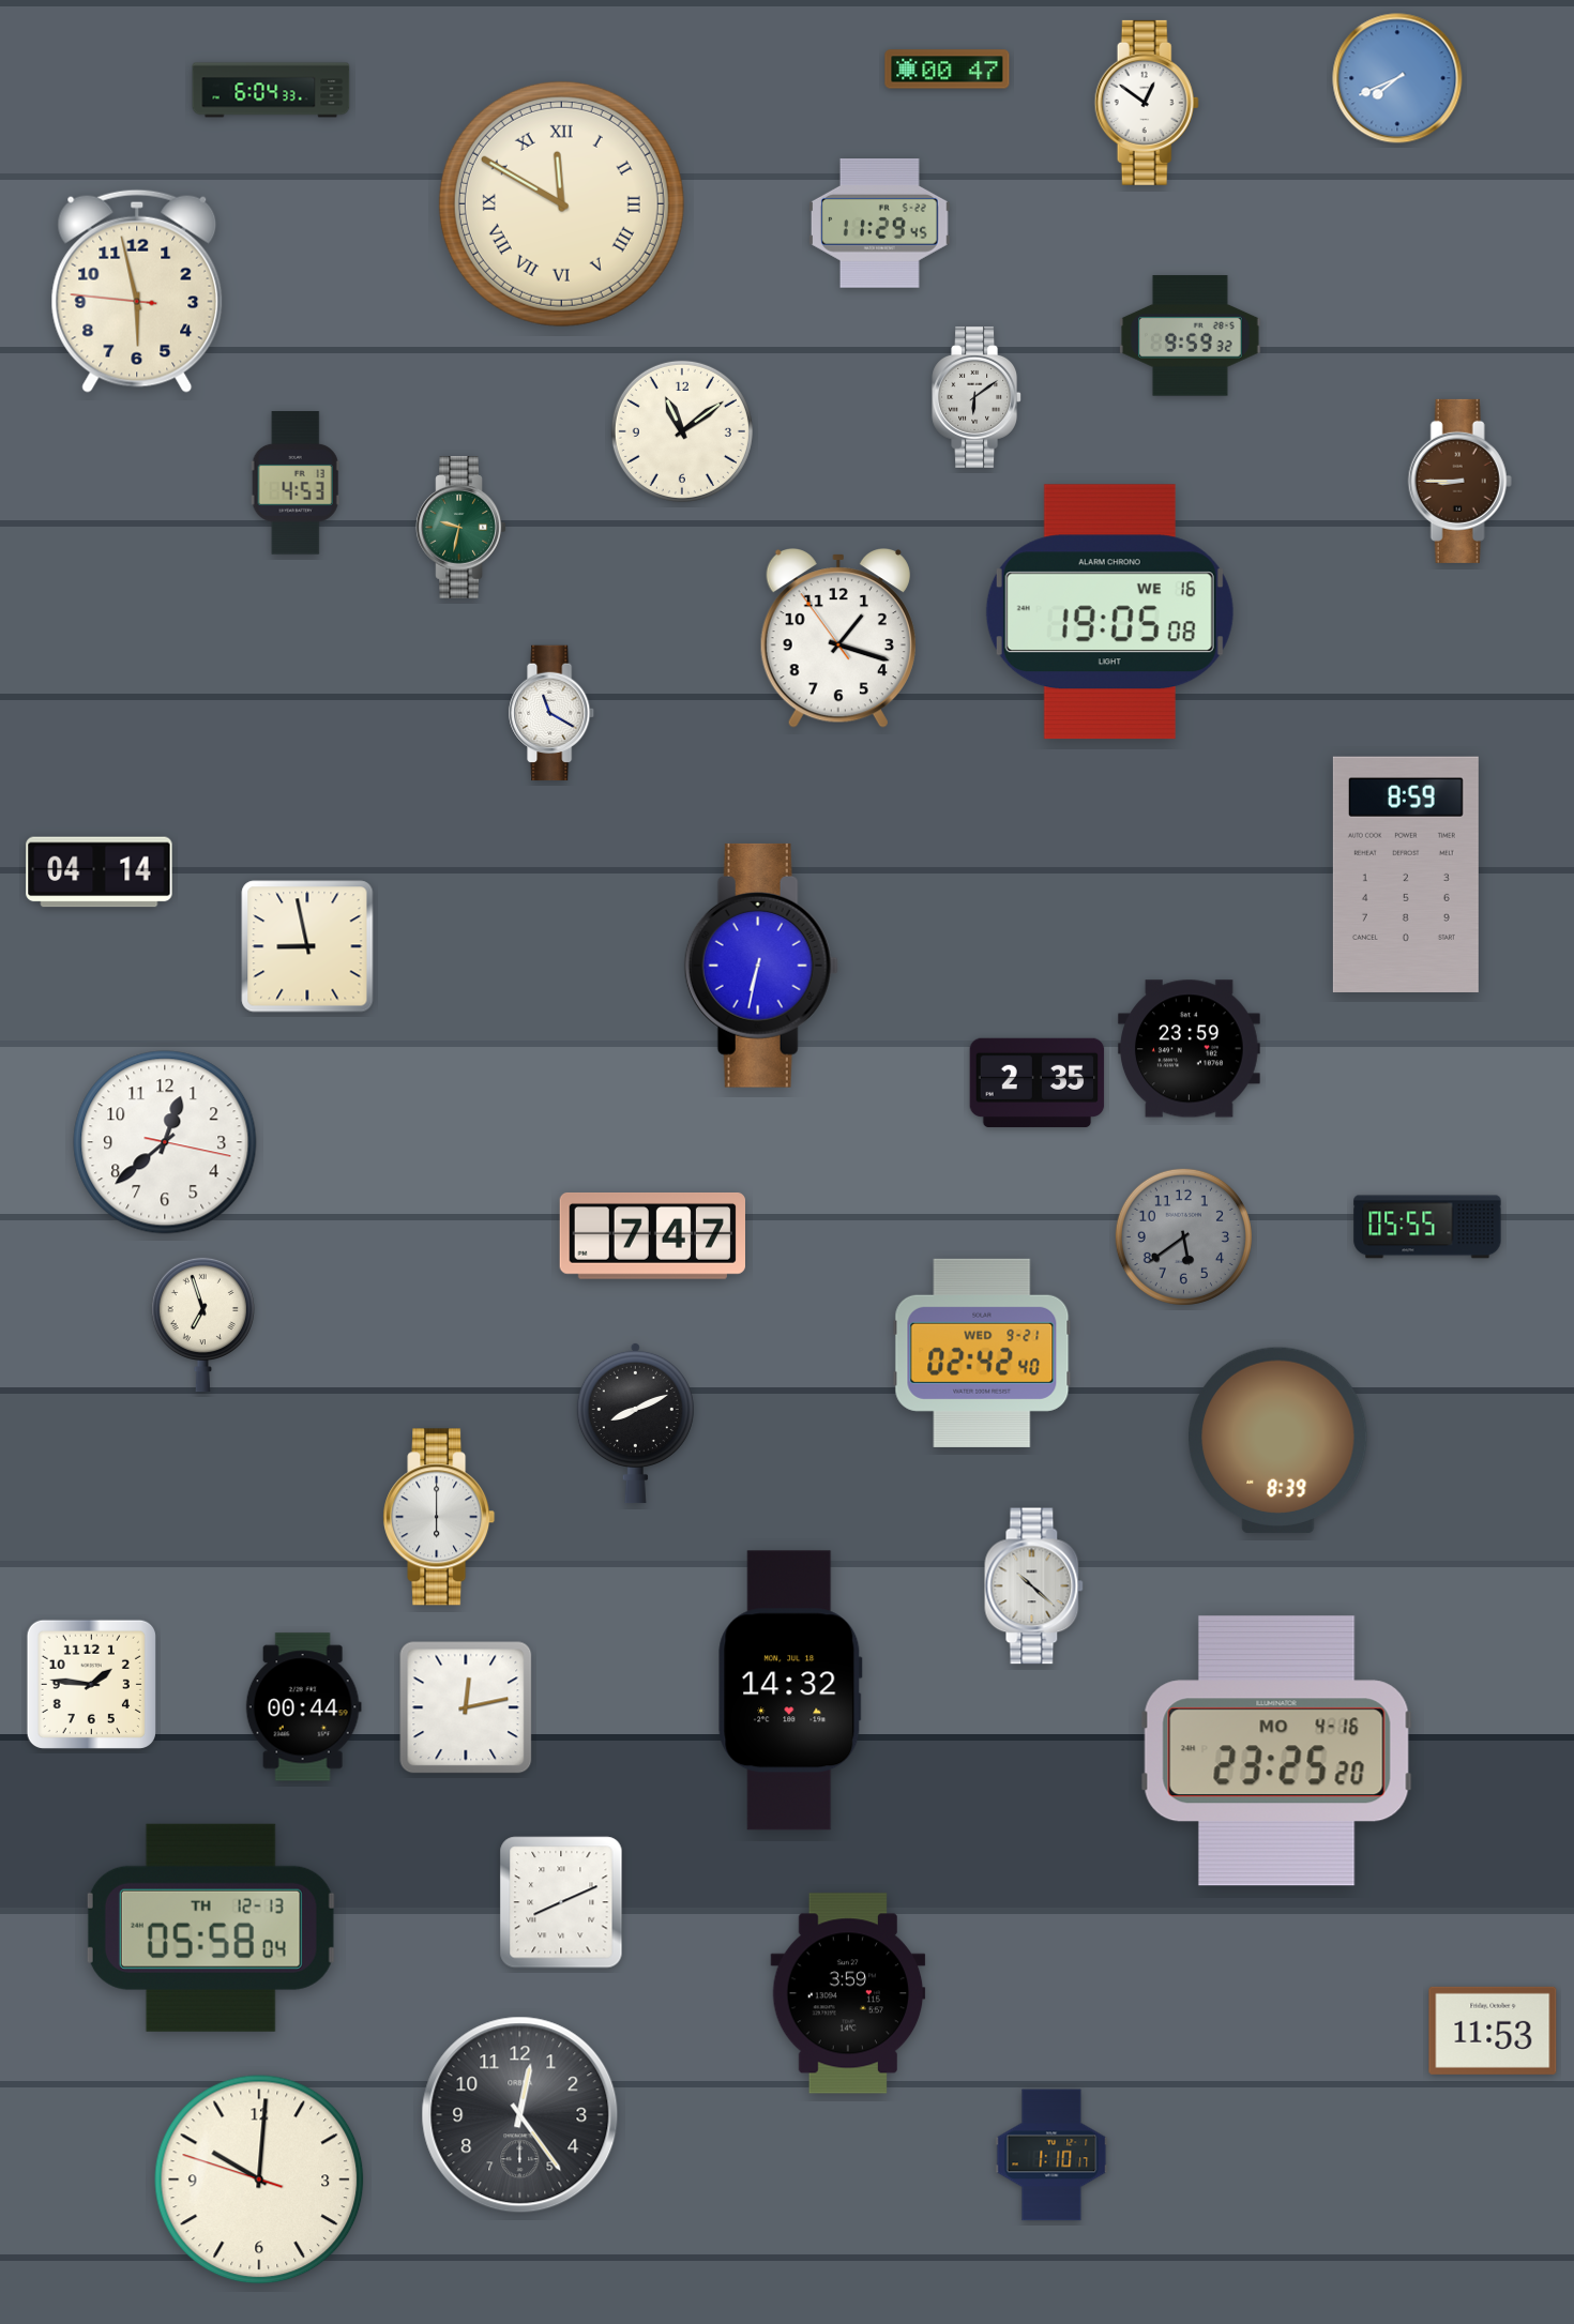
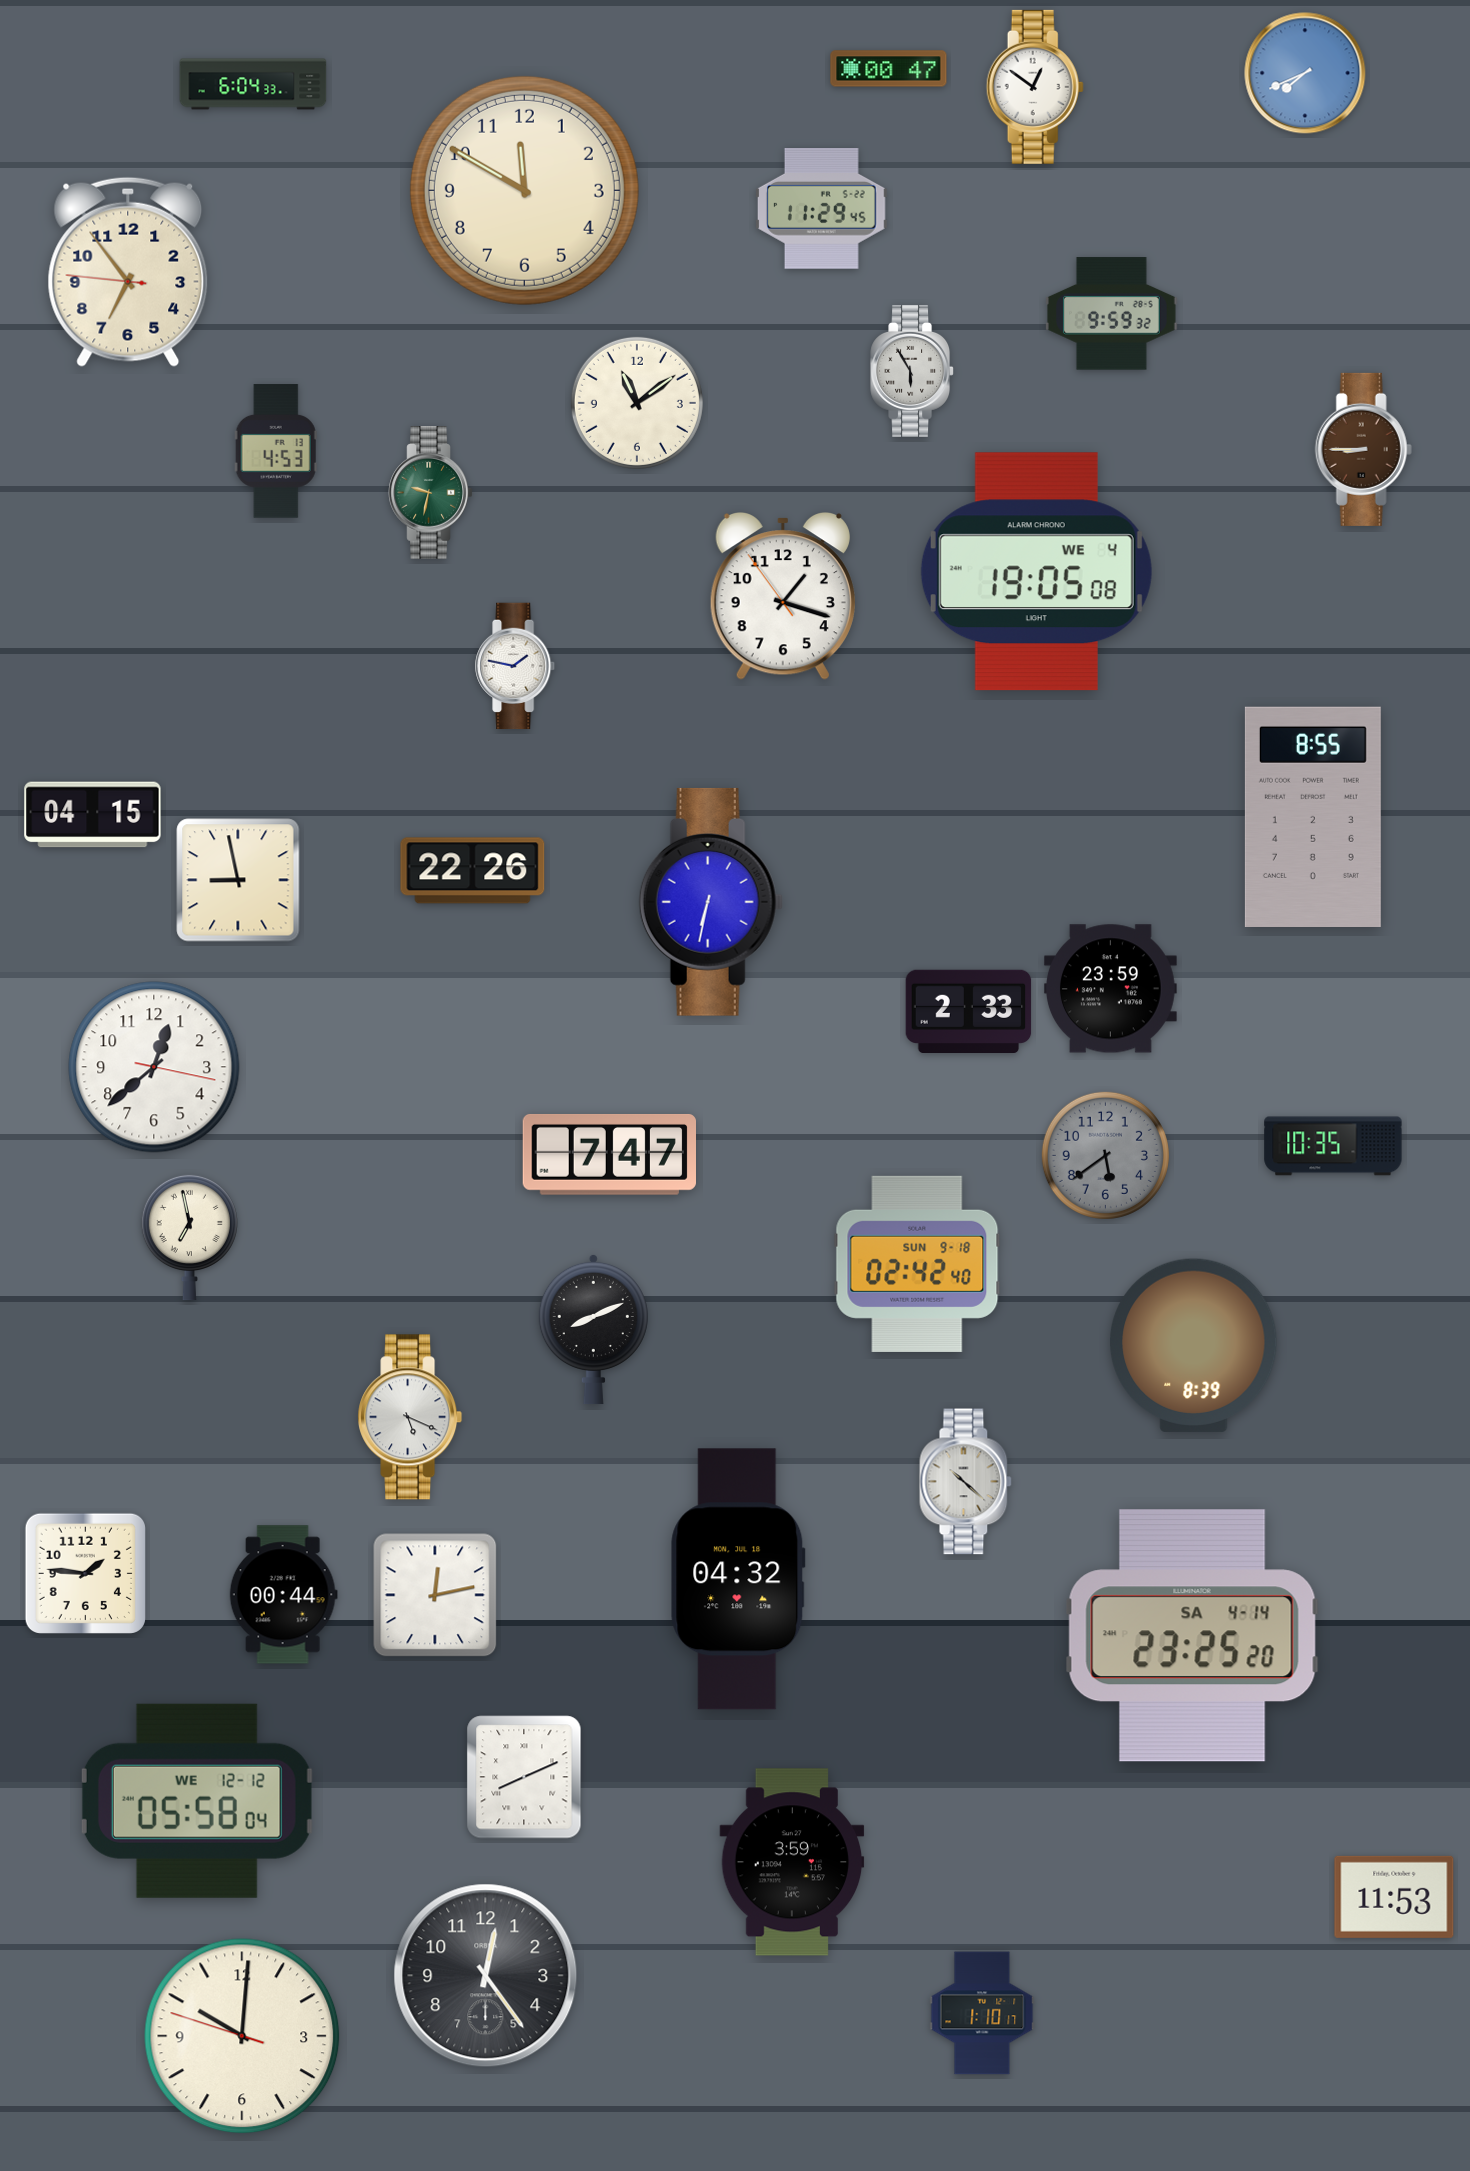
clock at (948, 70) position: (948, 70) -> (889, 69)
clock at (1147, 103) position: (1147, 103) -> (1035, 87)
clock at (561, 203) numerals: Roman -> Arabic
clock at (137, 291): 5:57 -> 6:53
clock at (977, 397): 6:09 -> 5:55
clock at (1109, 612) date: WE 16 -> WE 4
clock at (553, 713): 11:20 -> 1:47
clock at (100, 872): 04:14 -> 04:15
clock at (1406, 874): 8:59 -> 8:55
clock at (473, 871): none -> 22:26
clock at (307, 946) position: (307, 946) -> (238, 880)
clock at (1189, 1049) position: (1189, 1049) -> (1110, 989)
clock at (1038, 1082): 2:35 -> 2:33
clock at (1427, 1227): 05:55 -> 10:35
clock at (202, 1324): 6:57 -> 6:58
clock at (982, 1353) date: WED 9-21 -> SUN 9-18
clock at (439, 1517): 6:00 -> 5:19
clock at (790, 1690): 14:32 -> 04:32
clock at (1276, 1751) date: MO 4-16 -> SA 4-14
clock at (211, 1928) date: TH 12-13 -> WE 12-12
